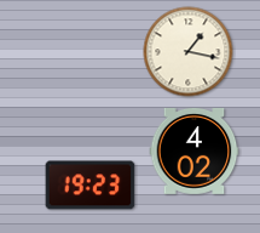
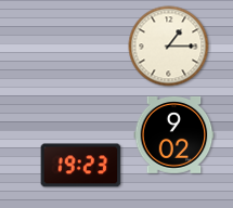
clock at (189, 52): 1:17 -> 1:15
clock at (195, 150): 4:02 -> 9:02
